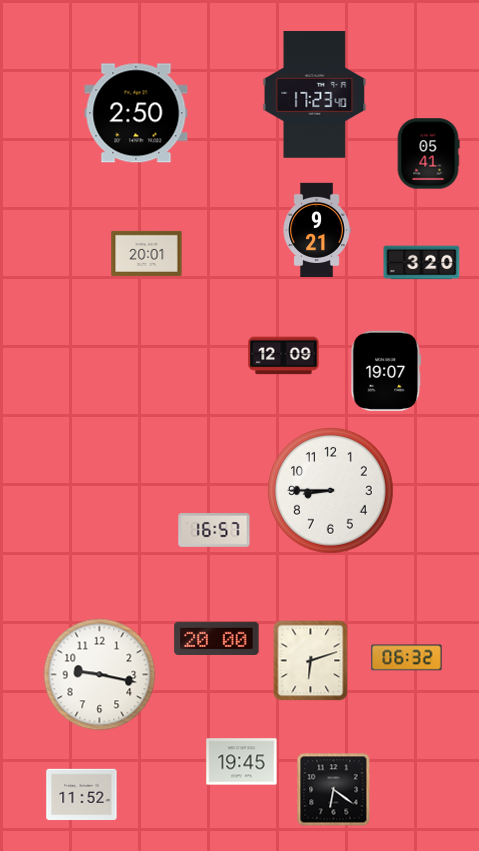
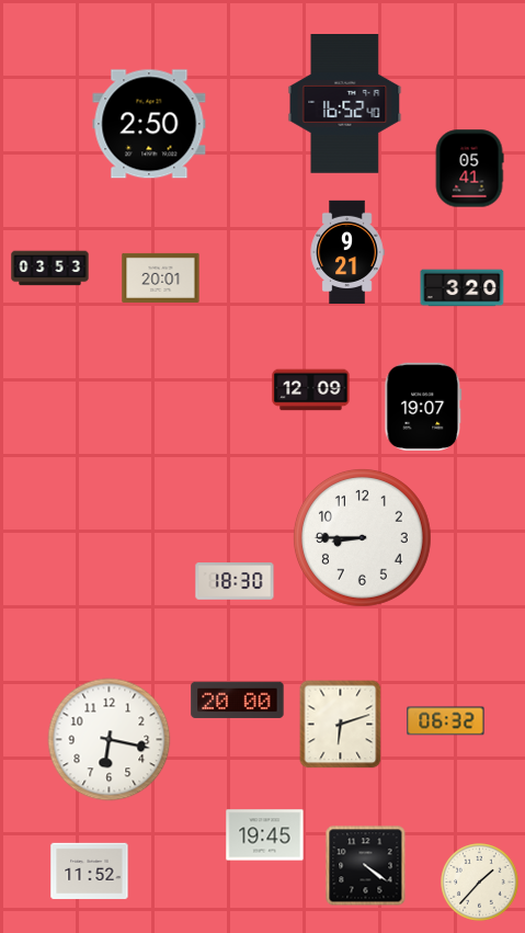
clock at (315, 95): 17:23 -> 16:52
clock at (50, 269): none -> 03:53
clock at (214, 531): 16:57 -> 18:30
clock at (100, 675): 9:17 -> 6:17
clock at (334, 790): 6:21 -> 4:21
clock at (480, 883): none -> 1:37
